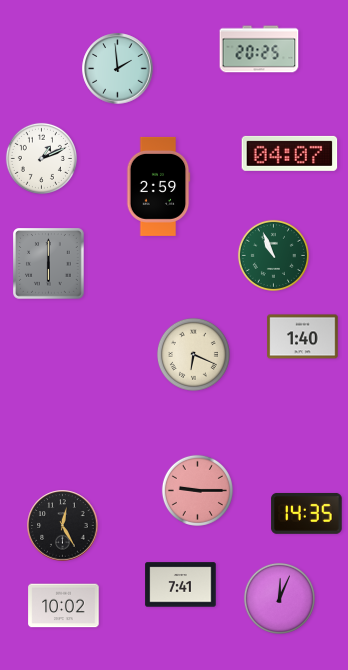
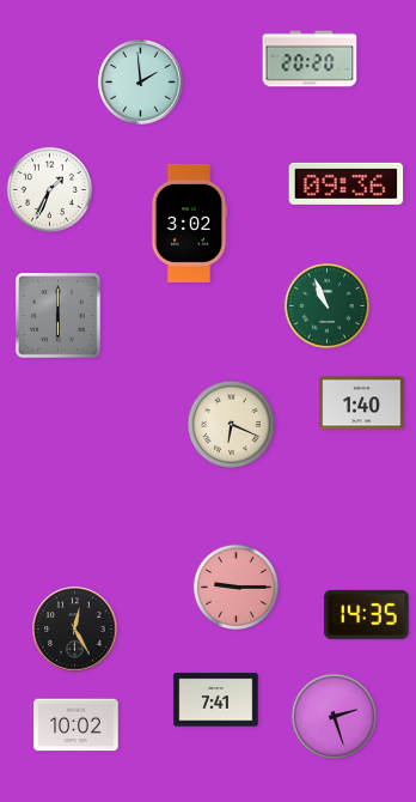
clock at (259, 49): 20:25 -> 20:20
clock at (290, 153): 04:07 -> 09:36
clock at (41, 158): 1:11 -> 1:34
clock at (158, 186): 2:59 -> 3:02
clock at (279, 598): 12:04 -> 2:27
